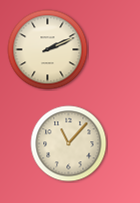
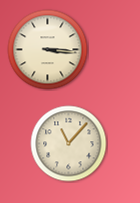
clock at (48, 50): 2:11 -> 3:16
